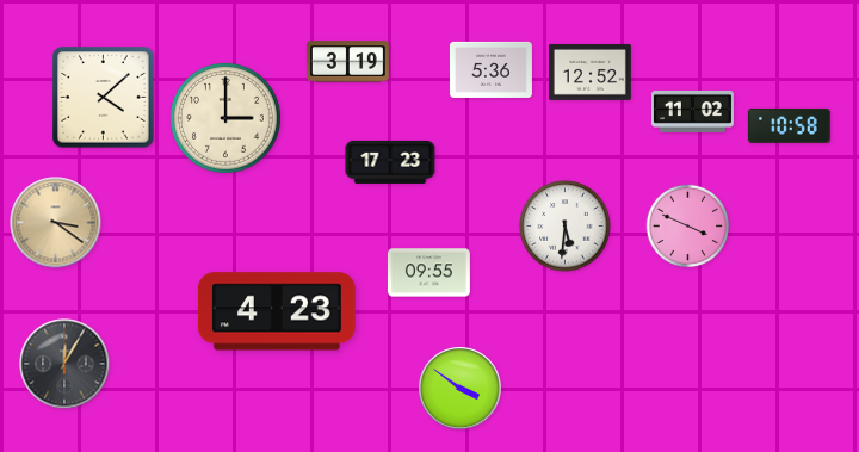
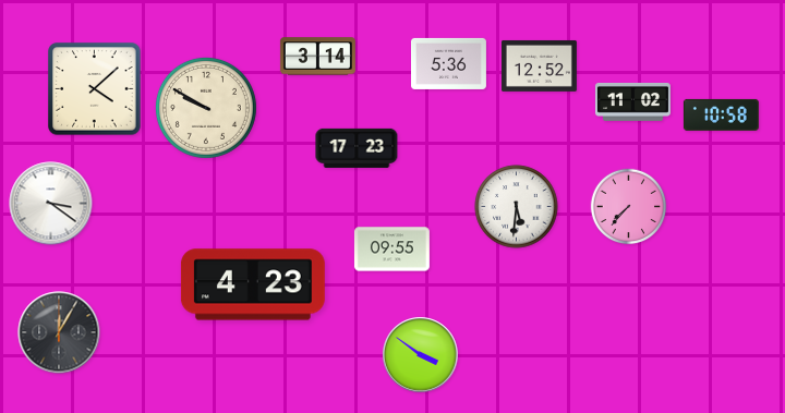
clock at (347, 62): 3:19 -> 3:14
clock at (225, 118): 3:00 -> 9:50
clock at (56, 223) dial: champagne -> white
clock at (688, 227): 3:49 -> 7:37
